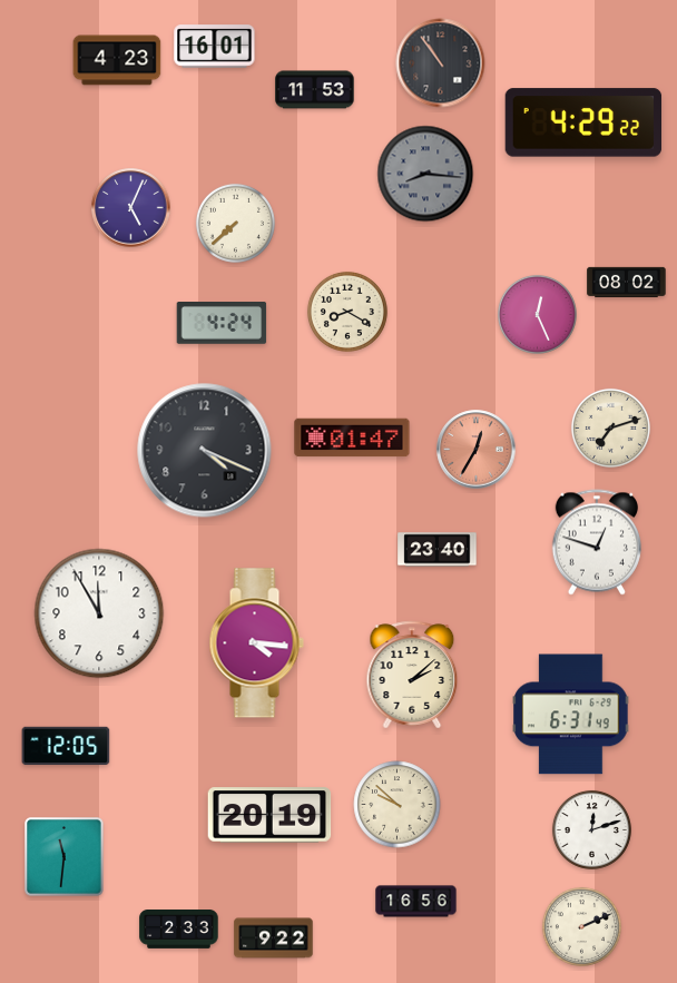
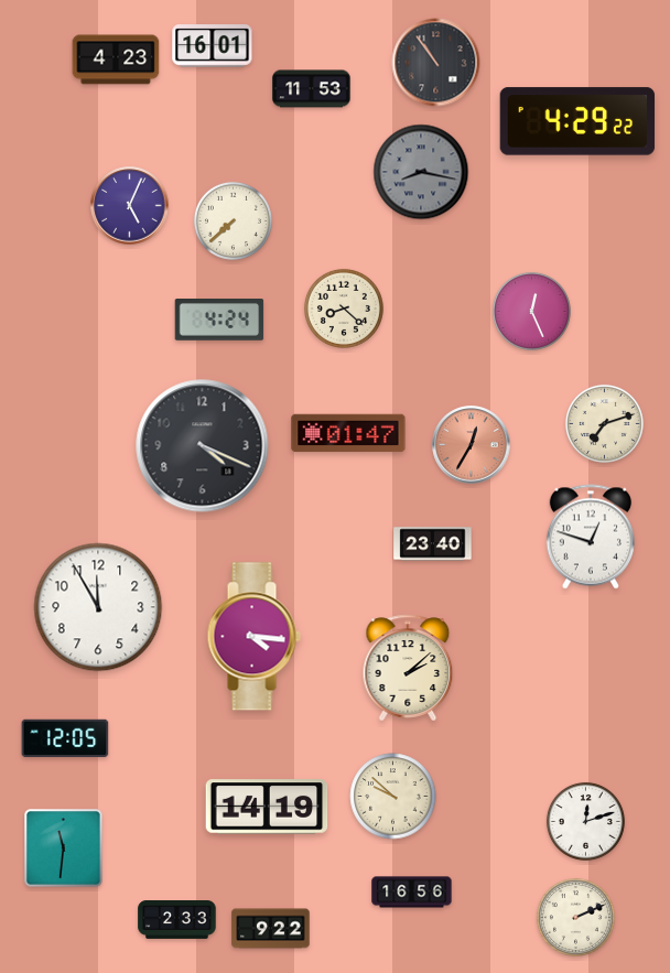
clock at (425, 174): 8:16 -> 8:17
clock at (627, 282): 08:02 -> none
clock at (347, 312): 8:20 -> 8:22
clock at (571, 715): 6:31 -> none
clock at (269, 815): 20:19 -> 14:19
